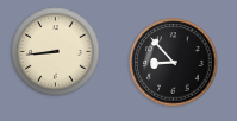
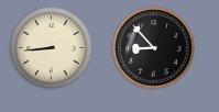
clock at (174, 63) position: (174, 63) -> (154, 48)
